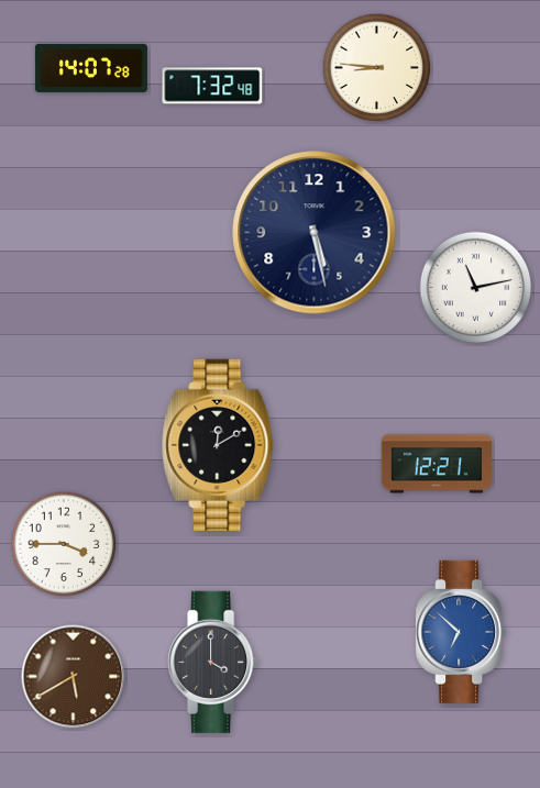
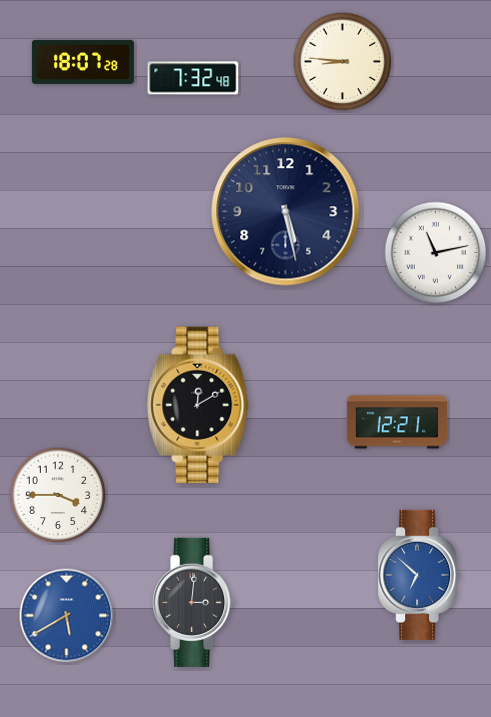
clock at (91, 68): 14:07 -> 18:07
clock at (476, 288) position: (476, 288) -> (436, 253)
clock at (213, 662): 4:00 -> 3:01
clock at (74, 677) dial: brown -> blue
